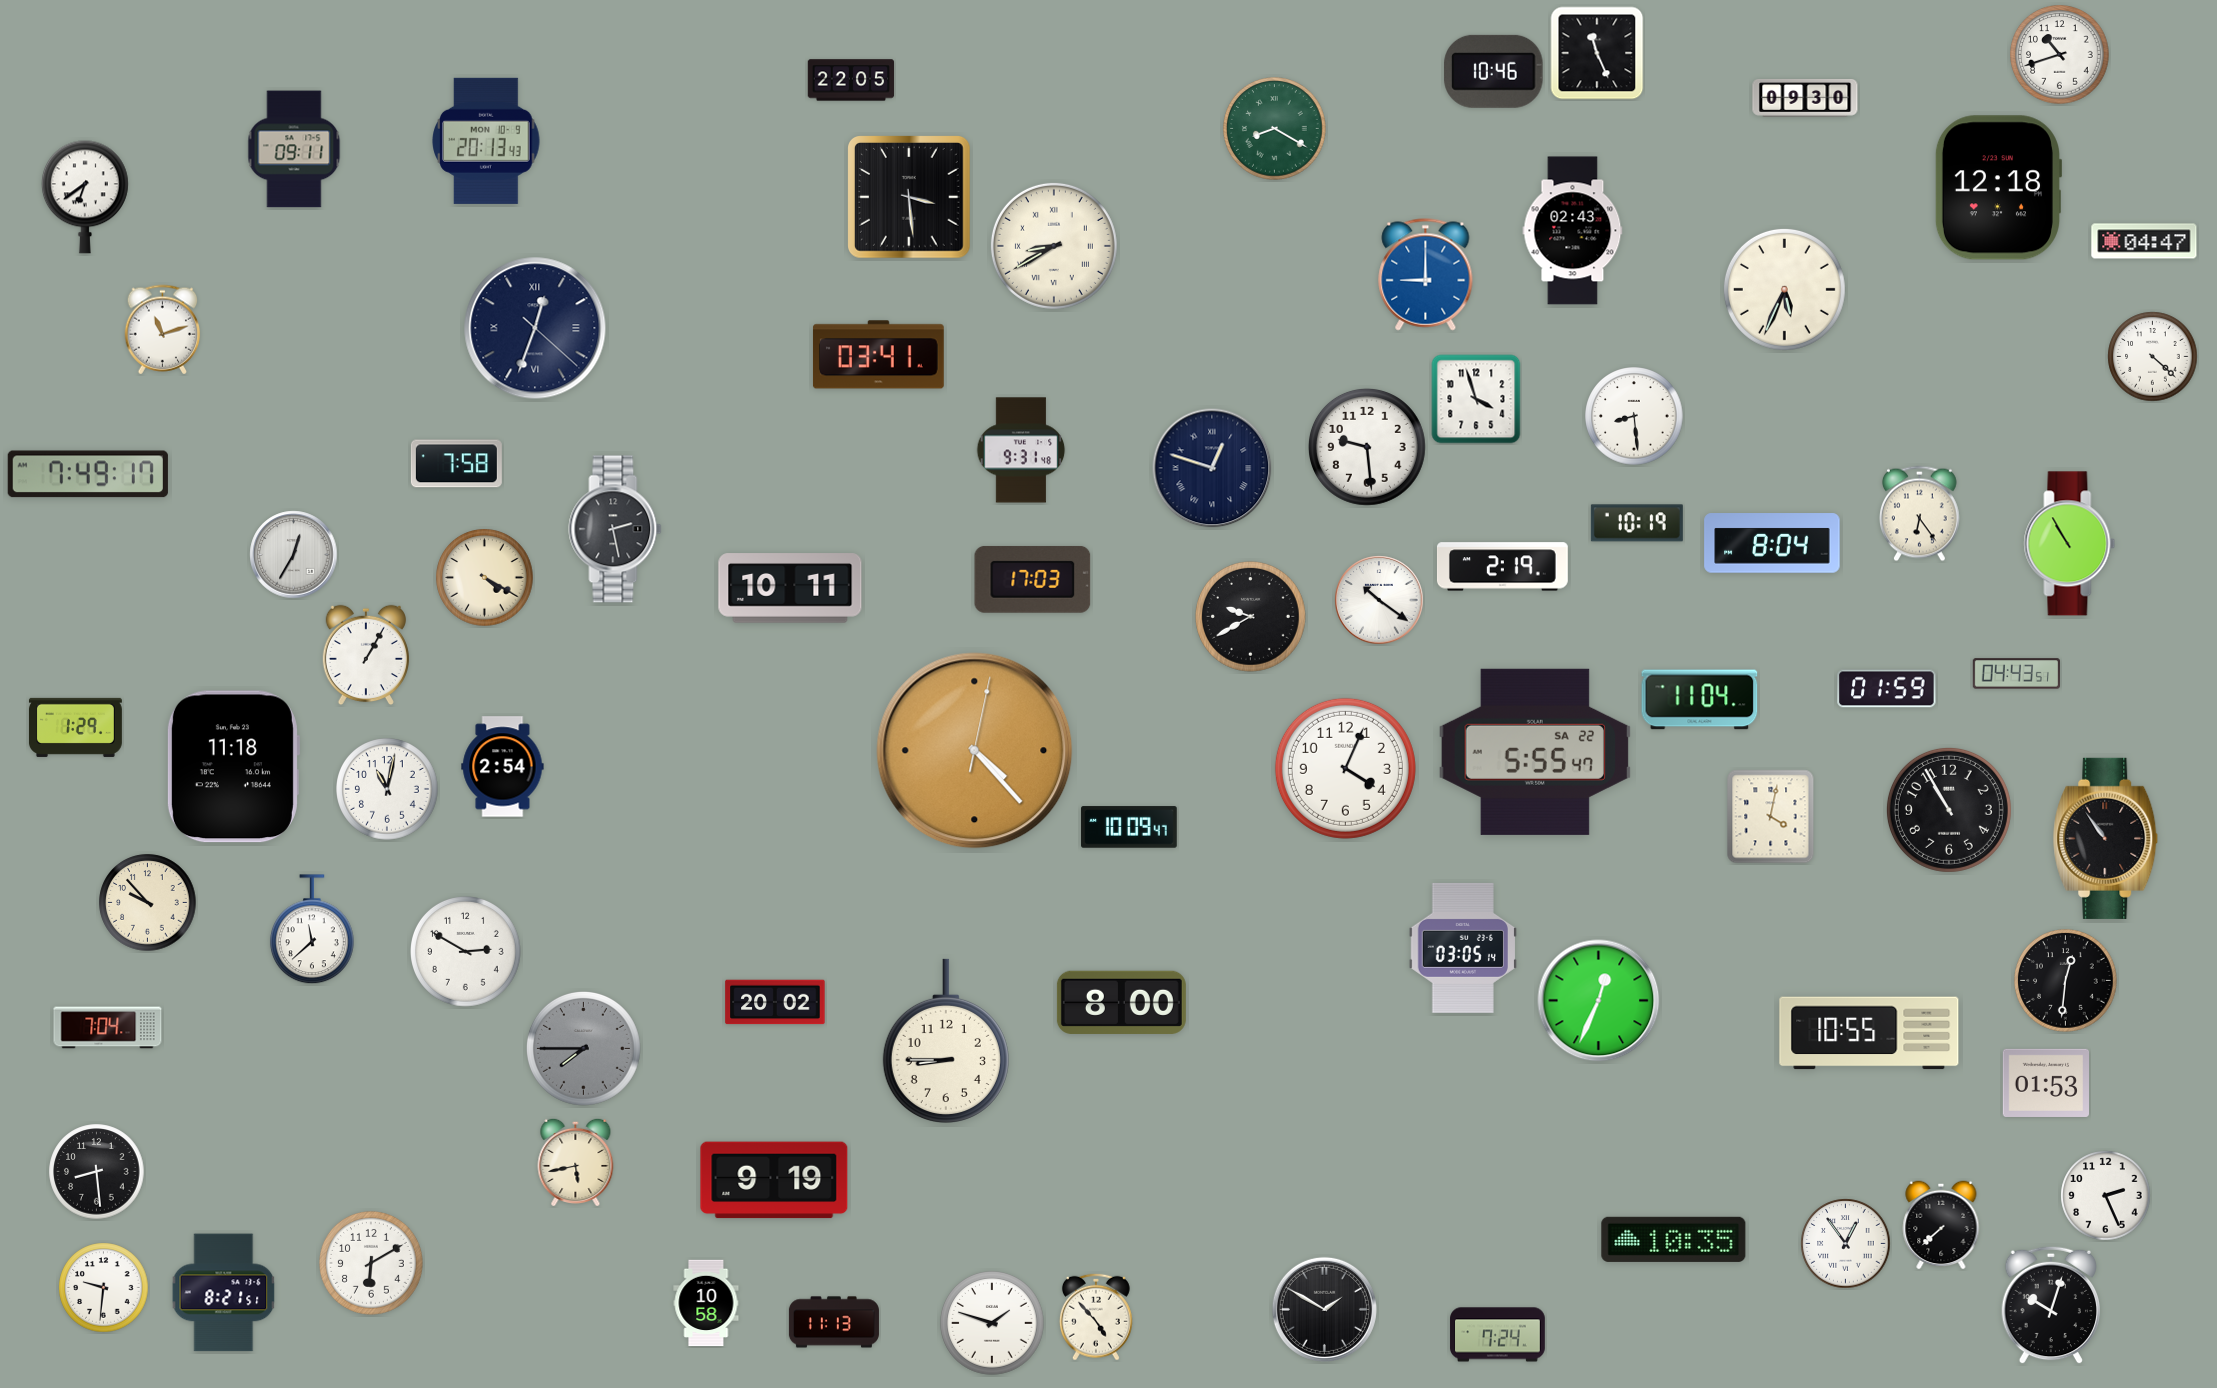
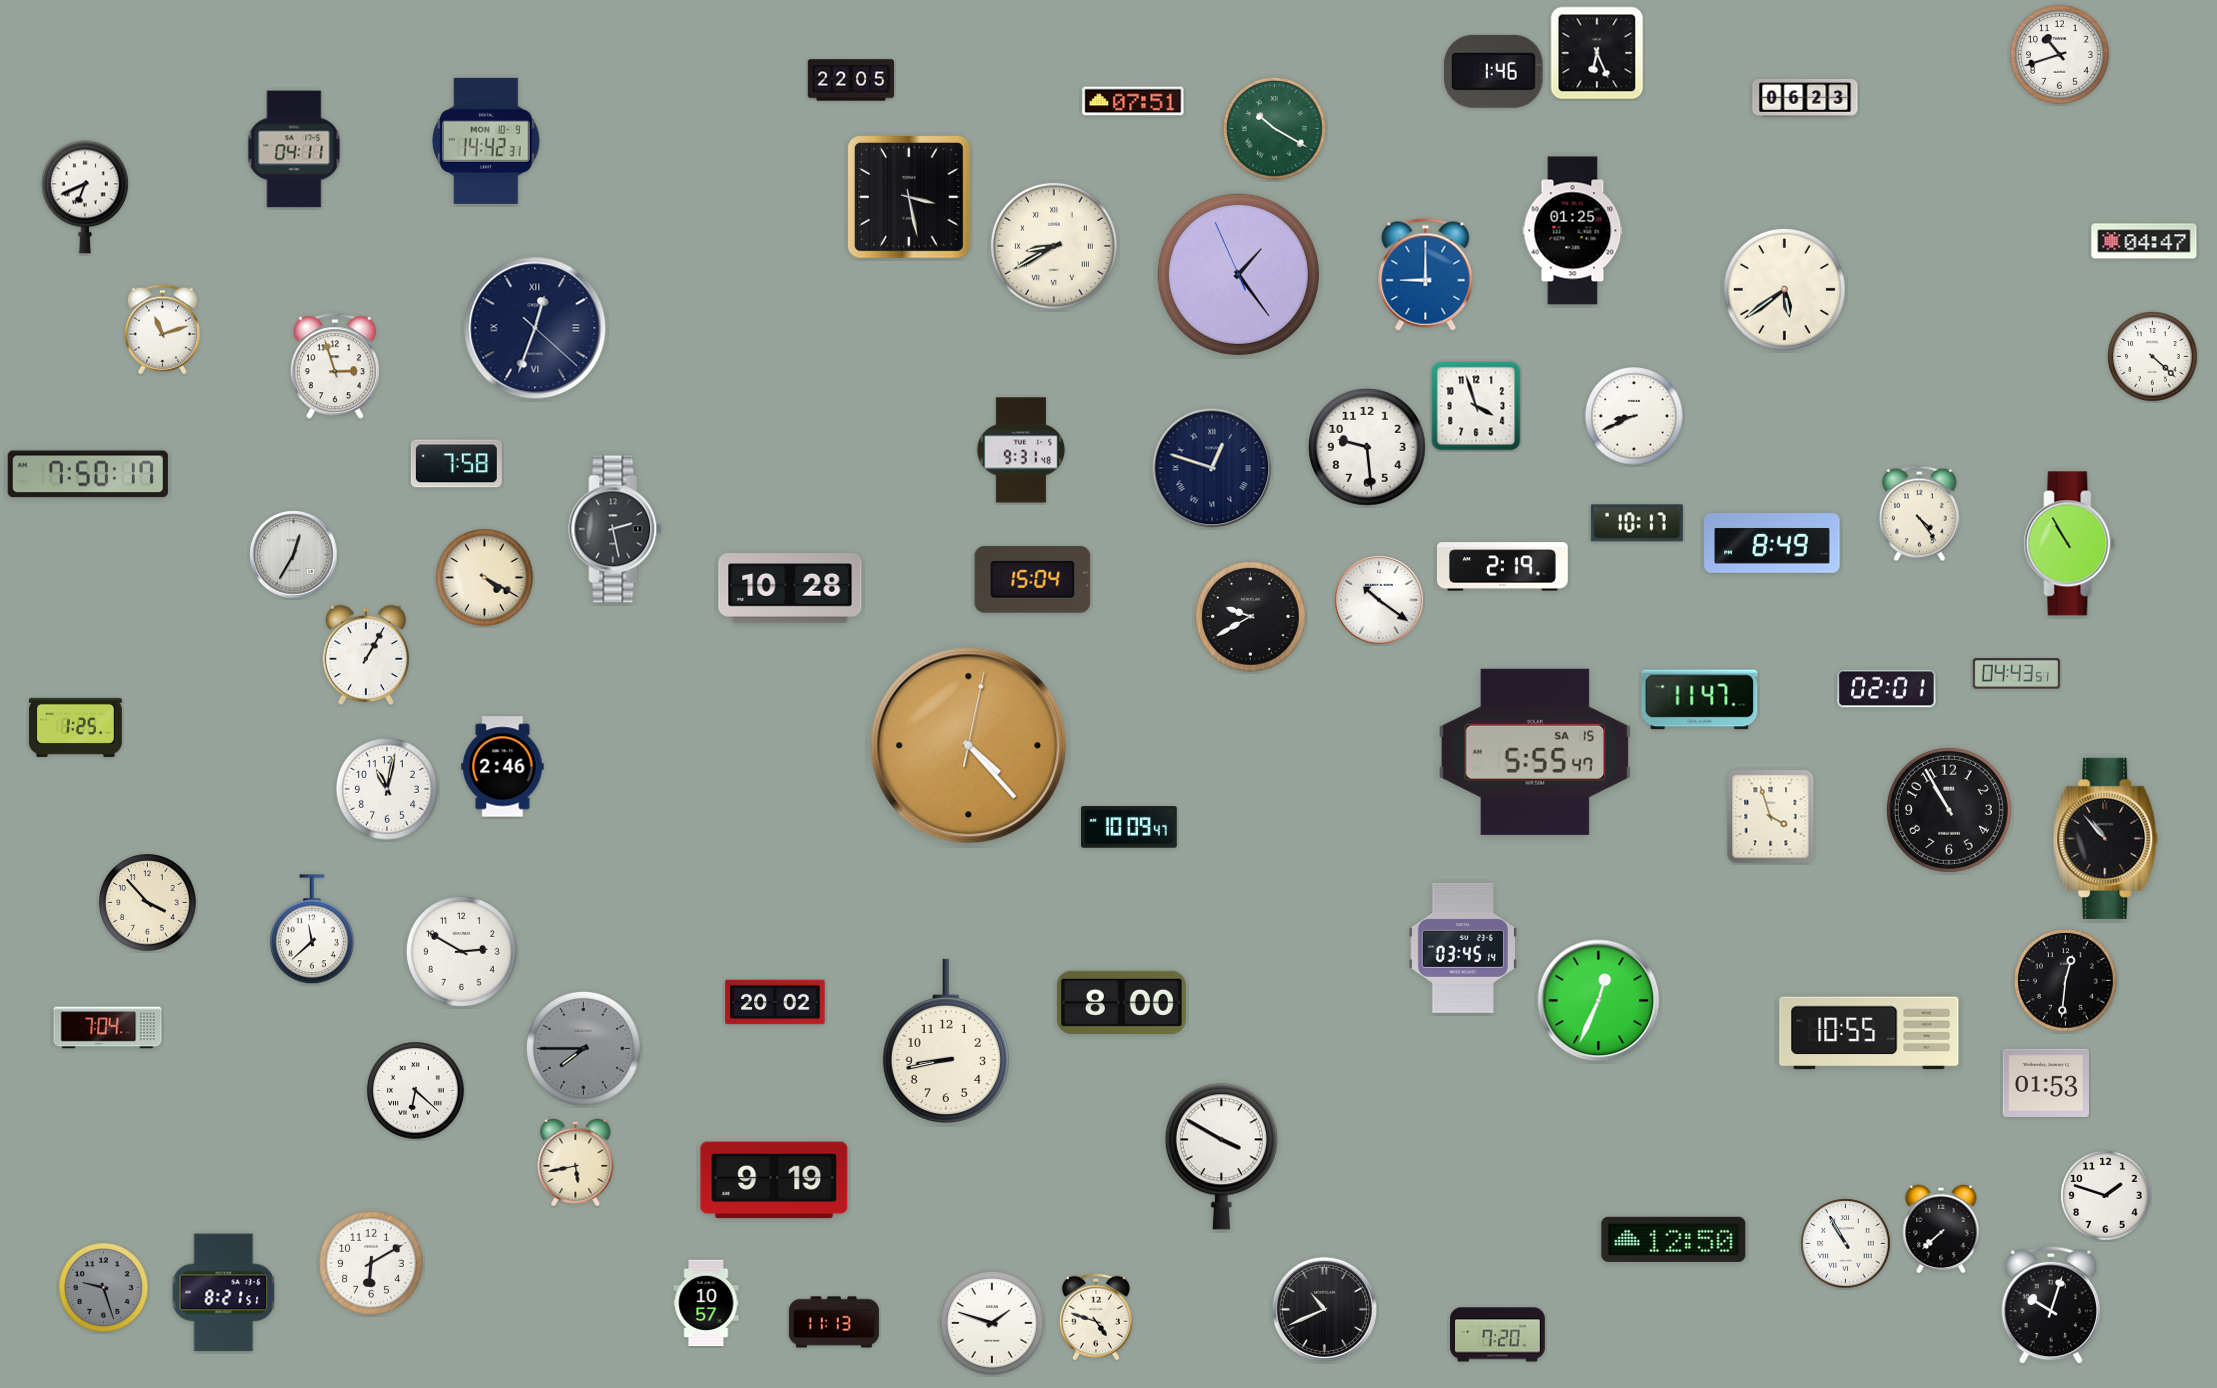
clock at (1597, 53): 11:26 -> 6:26
clock at (1494, 71): 10:46 -> 1:46
clock at (1805, 99): 09:30 -> 06:23
clock at (1133, 101): none -> 07:51
clock at (1275, 129): 8:20 -> 10:20
clock at (486, 141): 20:13 -> 14:42
clock at (294, 149): 09:11 -> 04:11
clock at (1997, 188): 12:18 -> none
clock at (85, 197): 6:39 -> 6:41
clock at (910, 198): 3:29 -> 3:28
clock at (1573, 231): 02:43 -> 01:25
clock at (1238, 274): none -> 1:23
clock at (1784, 289): 5:34 -> 5:39
clock at (878, 355): 03:41 -> none
clock at (335, 367): none -> 2:57
clock at (1476, 399) position: (1476, 399) -> (1476, 406)
clock at (1634, 416): 8:29 -> 8:41
clock at (88, 474): 7:49 -> 7:50
clock at (1920, 514): 6:24 -> 4:24
clock at (1637, 523): 10:19 -> 10:17
clock at (1772, 543): 8:04 -> 8:49
clock at (1033, 580): 17:03 -> 15:04
clock at (790, 588): 10:11 -> 10:28
clock at (1887, 689): 01:59 -> 02:01
clock at (1700, 700): 11:04 -> 11:47
clock at (75, 727): 1:29 -> 1:25
clock at (975, 751) position: (975, 751) -> (969, 746)
clock at (1534, 752) date: SA 22 -> SA 15
clock at (233, 767): 11:18 -> none
clock at (503, 767): 2:54 -> 2:46
clock at (1345, 768): 4:04 -> none
clock at (1771, 817): 4:02 -> 3:57
clock at (2106, 838): 10:54 -> 10:53
clock at (148, 903): 9:53 -> 3:53
clock at (1463, 948): 03:05 -> 03:45
clock at (466, 952) position: (466, 952) -> (462, 952)
clock at (946, 1040): 8:45 -> 8:43
clock at (416, 1091): none -> 6:22
clock at (1221, 1157): none -> 3:50
clock at (97, 1172): 8:29 -> none
clock at (2106, 1196): 2:26 -> 1:48
clock at (1941, 1225) position: (1941, 1225) -> (1941, 1229)
clock at (1674, 1239): 10:35 -> 12:50
clock at (1846, 1244): 12:54 -> 10:55
clock at (104, 1288): 9:31 -> 9:27
clock at (104, 1288) dial: white -> grey
clock at (706, 1303): 10:58 -> 10:57
clock at (1324, 1309): 1:50 -> 10:41
clock at (1096, 1317): 4:53 -> 4:48
clock at (1498, 1335): 7:24 -> 7:20
